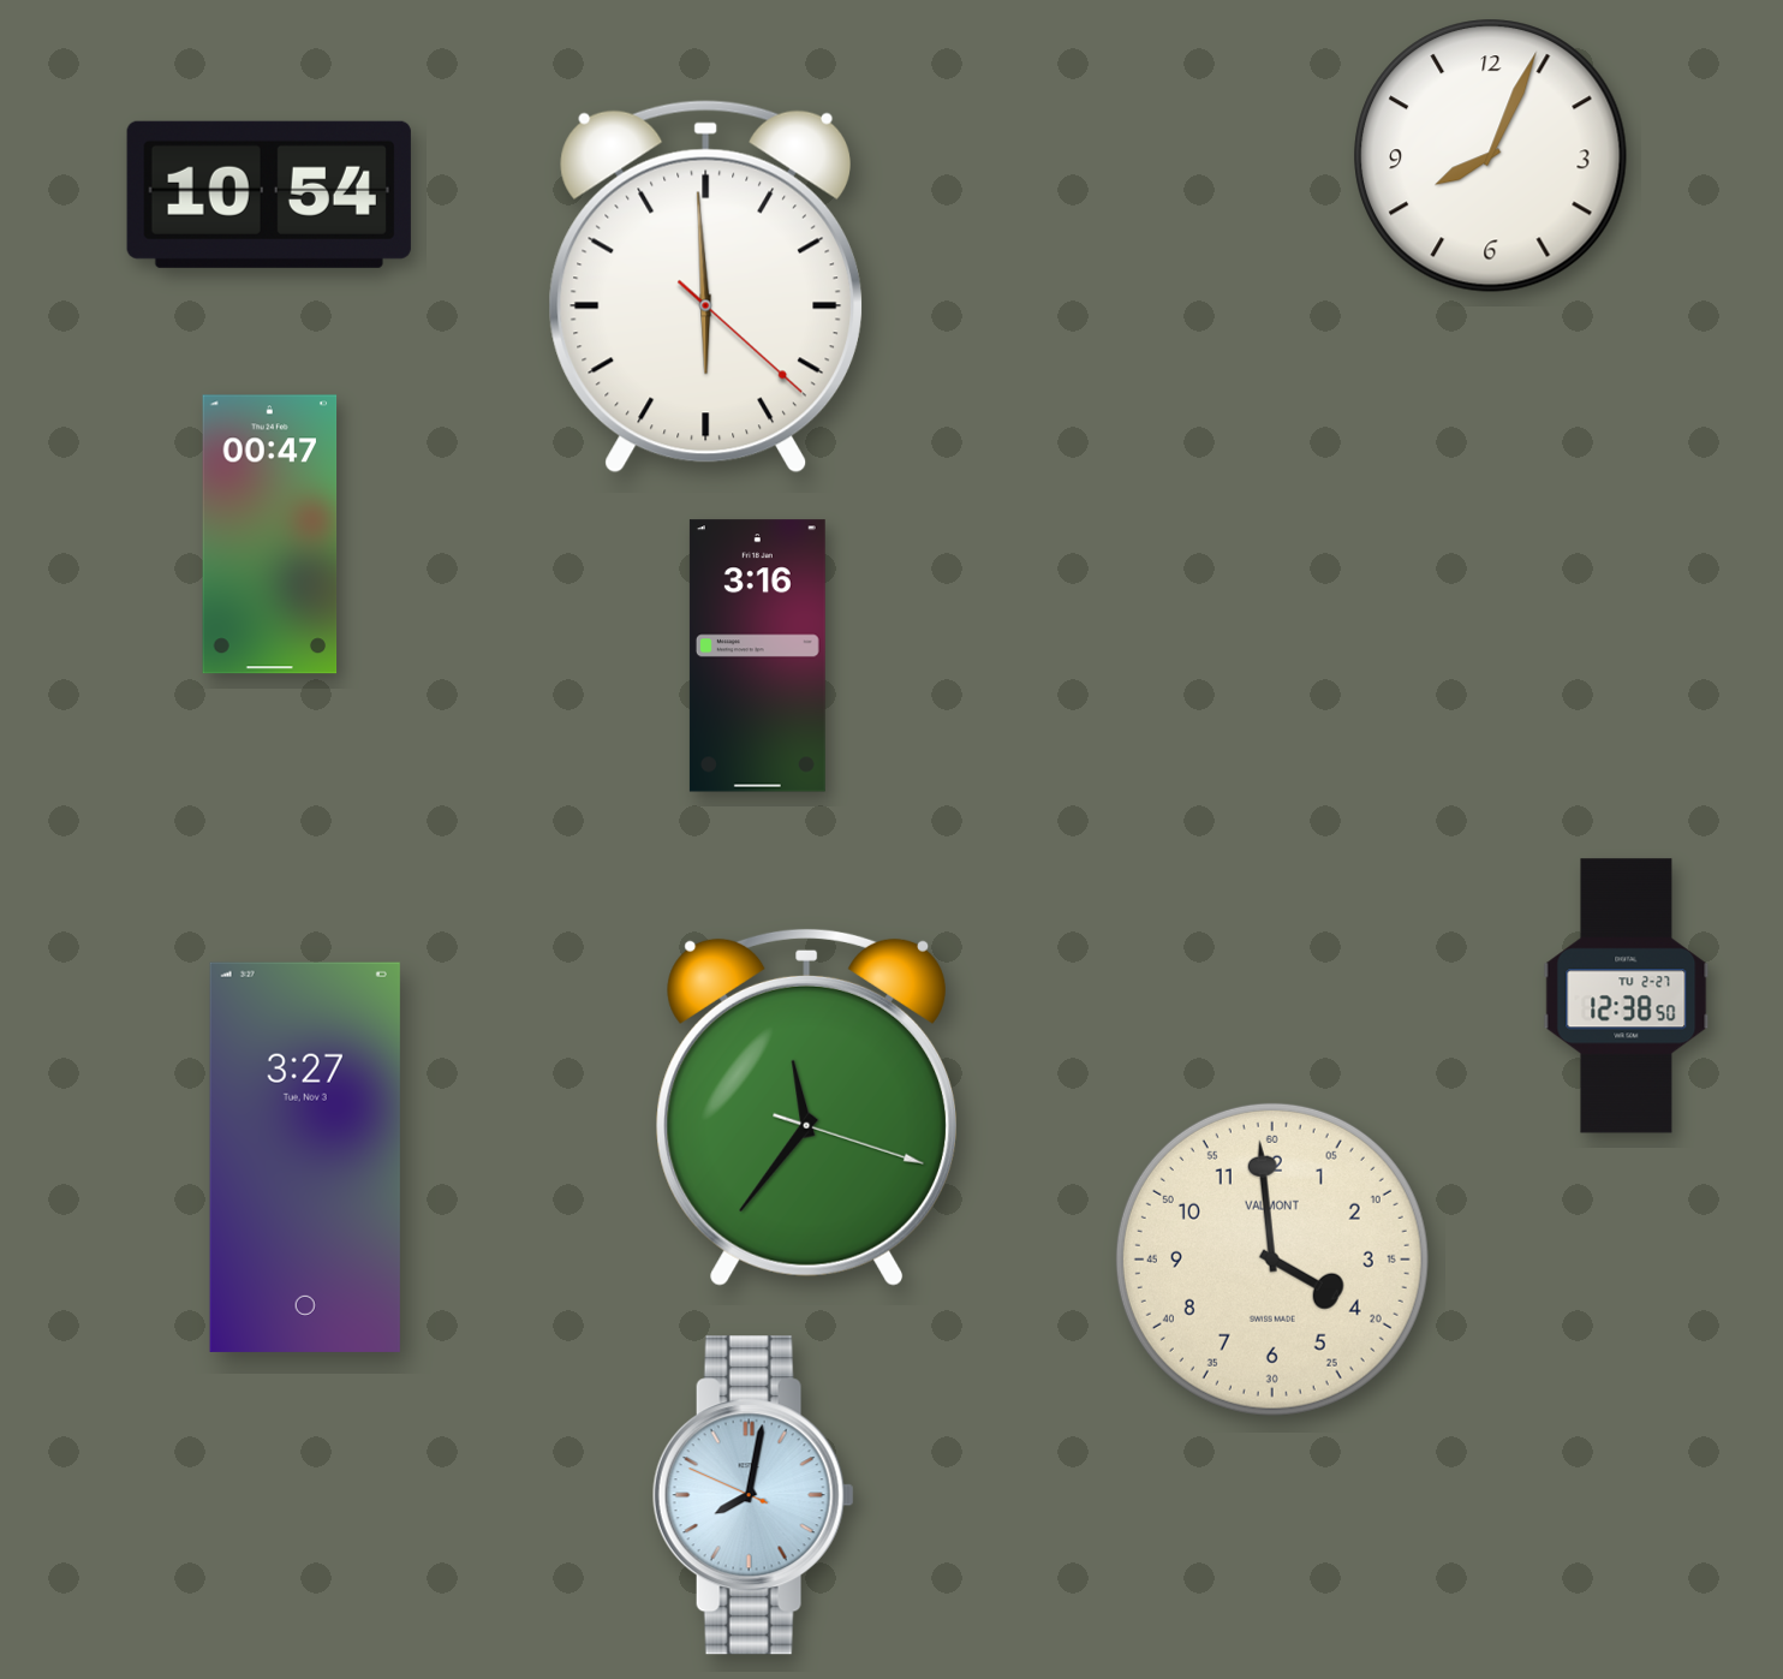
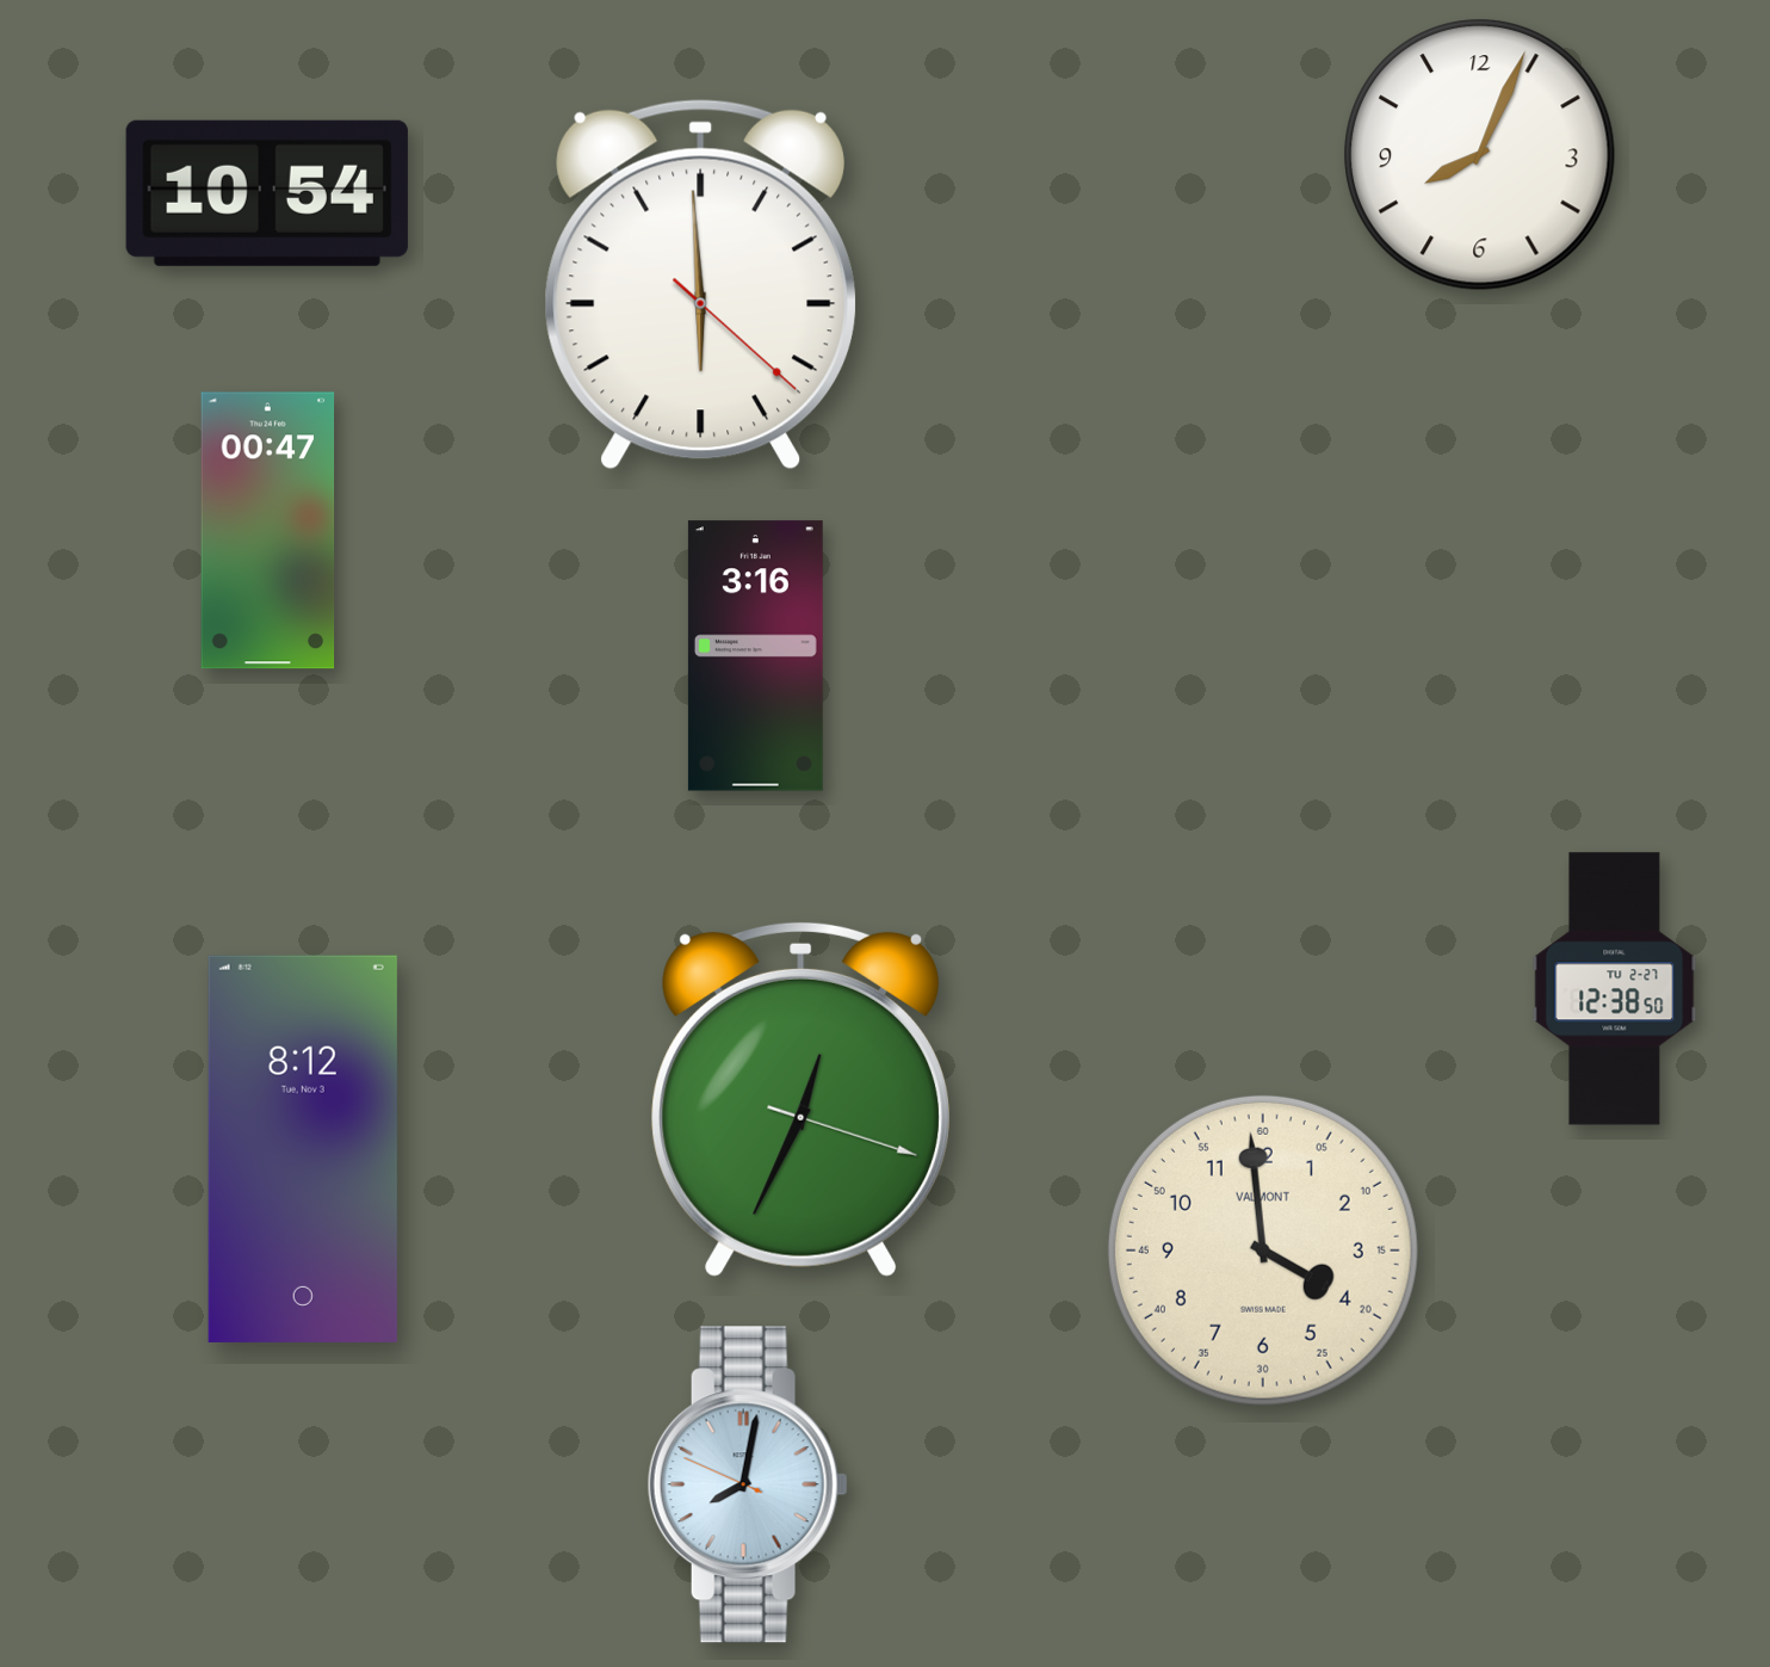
clock at (757, 656) position: (757, 656) -> (755, 656)
clock at (806, 1107): 11:36 -> 12:34
clock at (305, 1157): 3:27 -> 8:12
